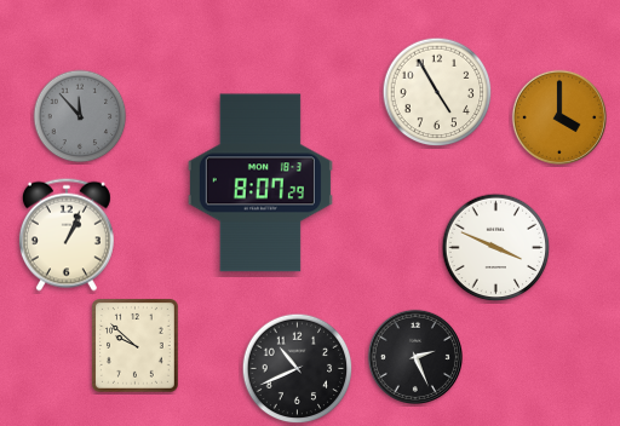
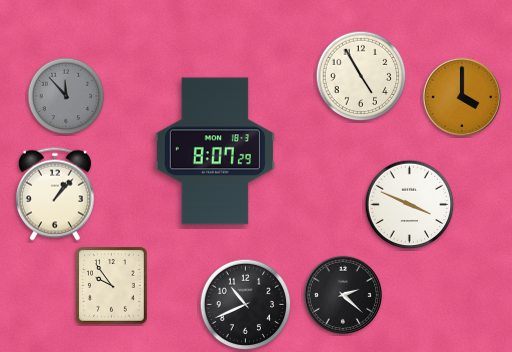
clock at (67, 235): 1:04 -> 1:07
clock at (136, 346): 9:52 -> 9:54
clock at (414, 356): 2:26 -> 2:22
